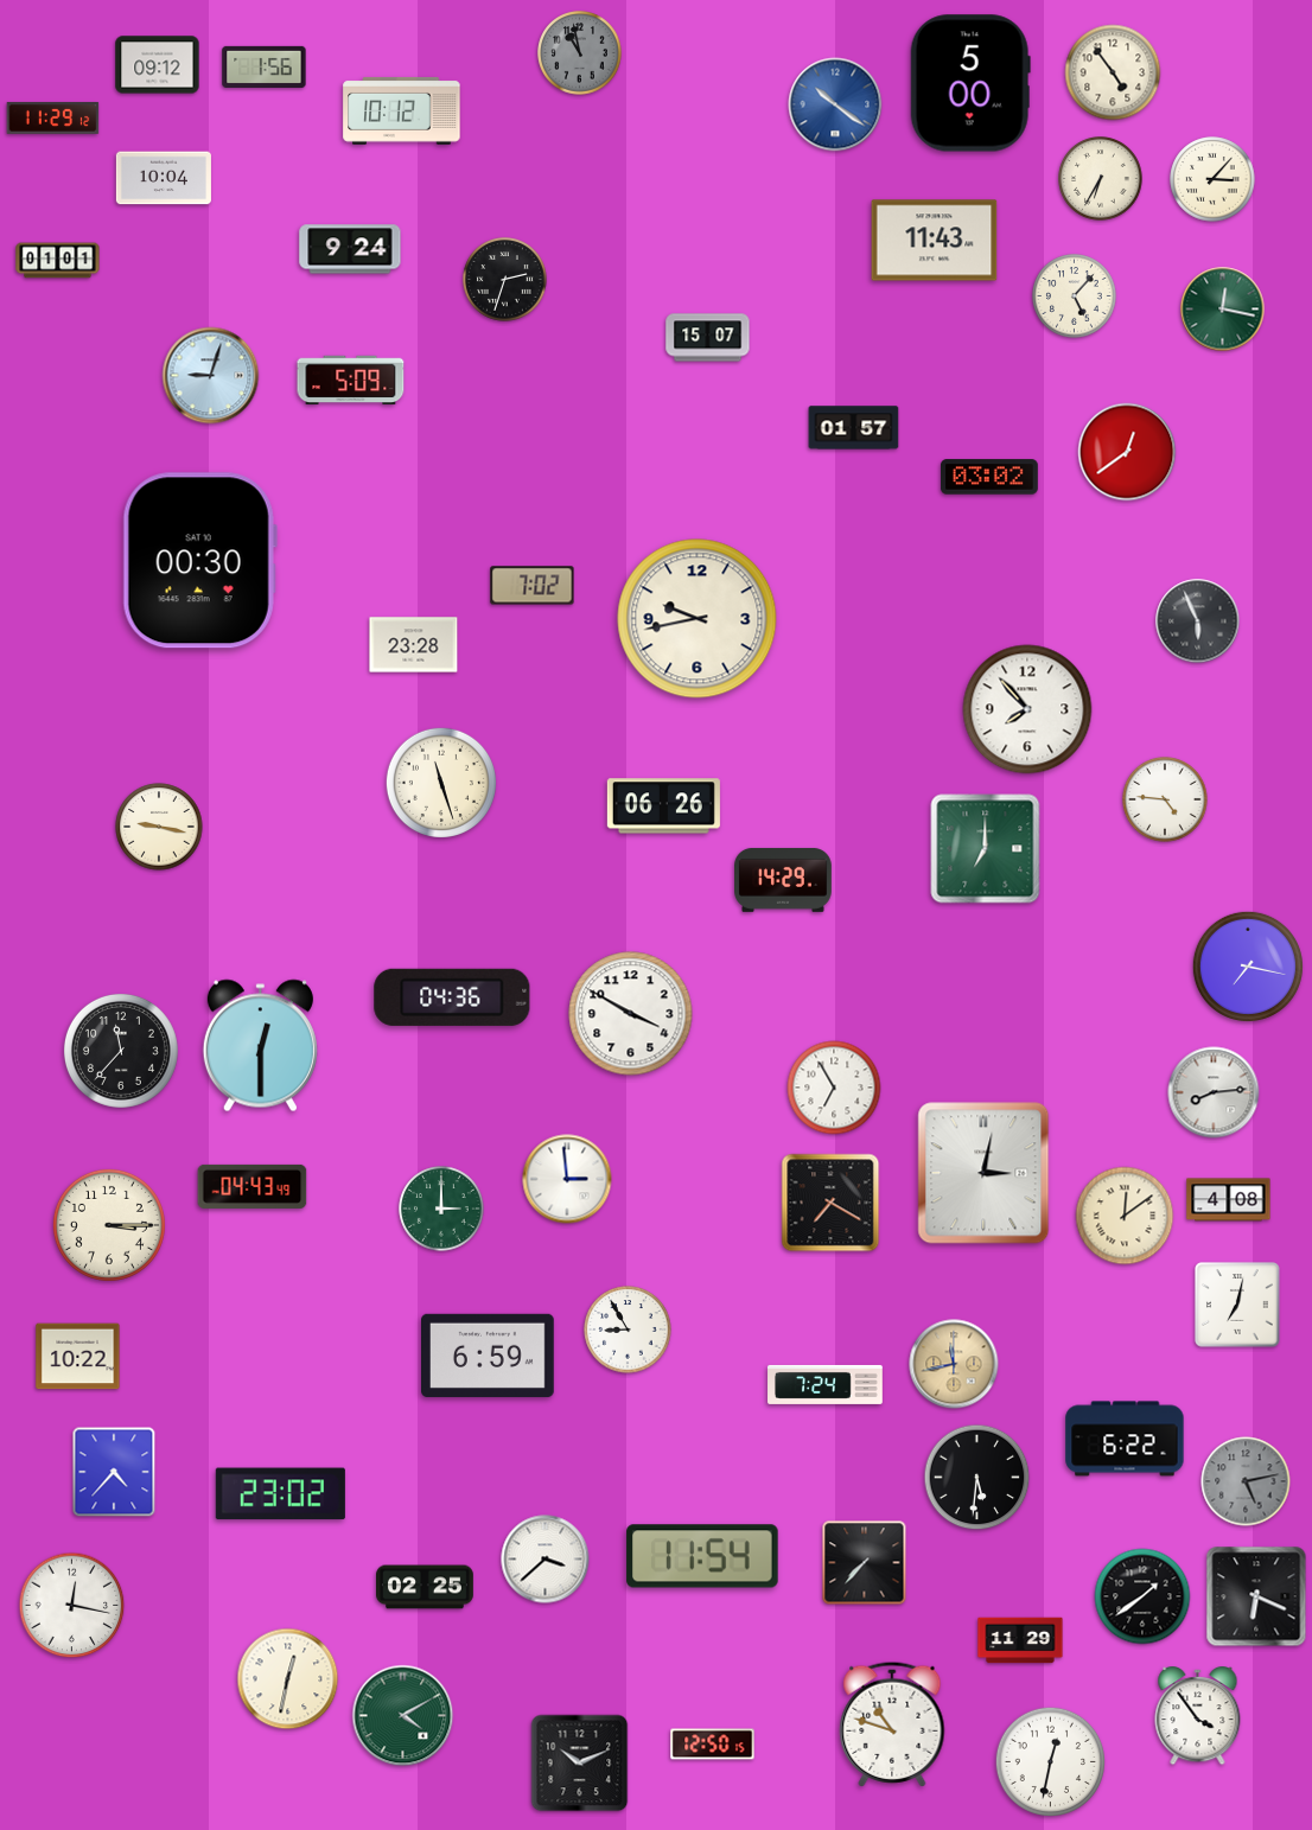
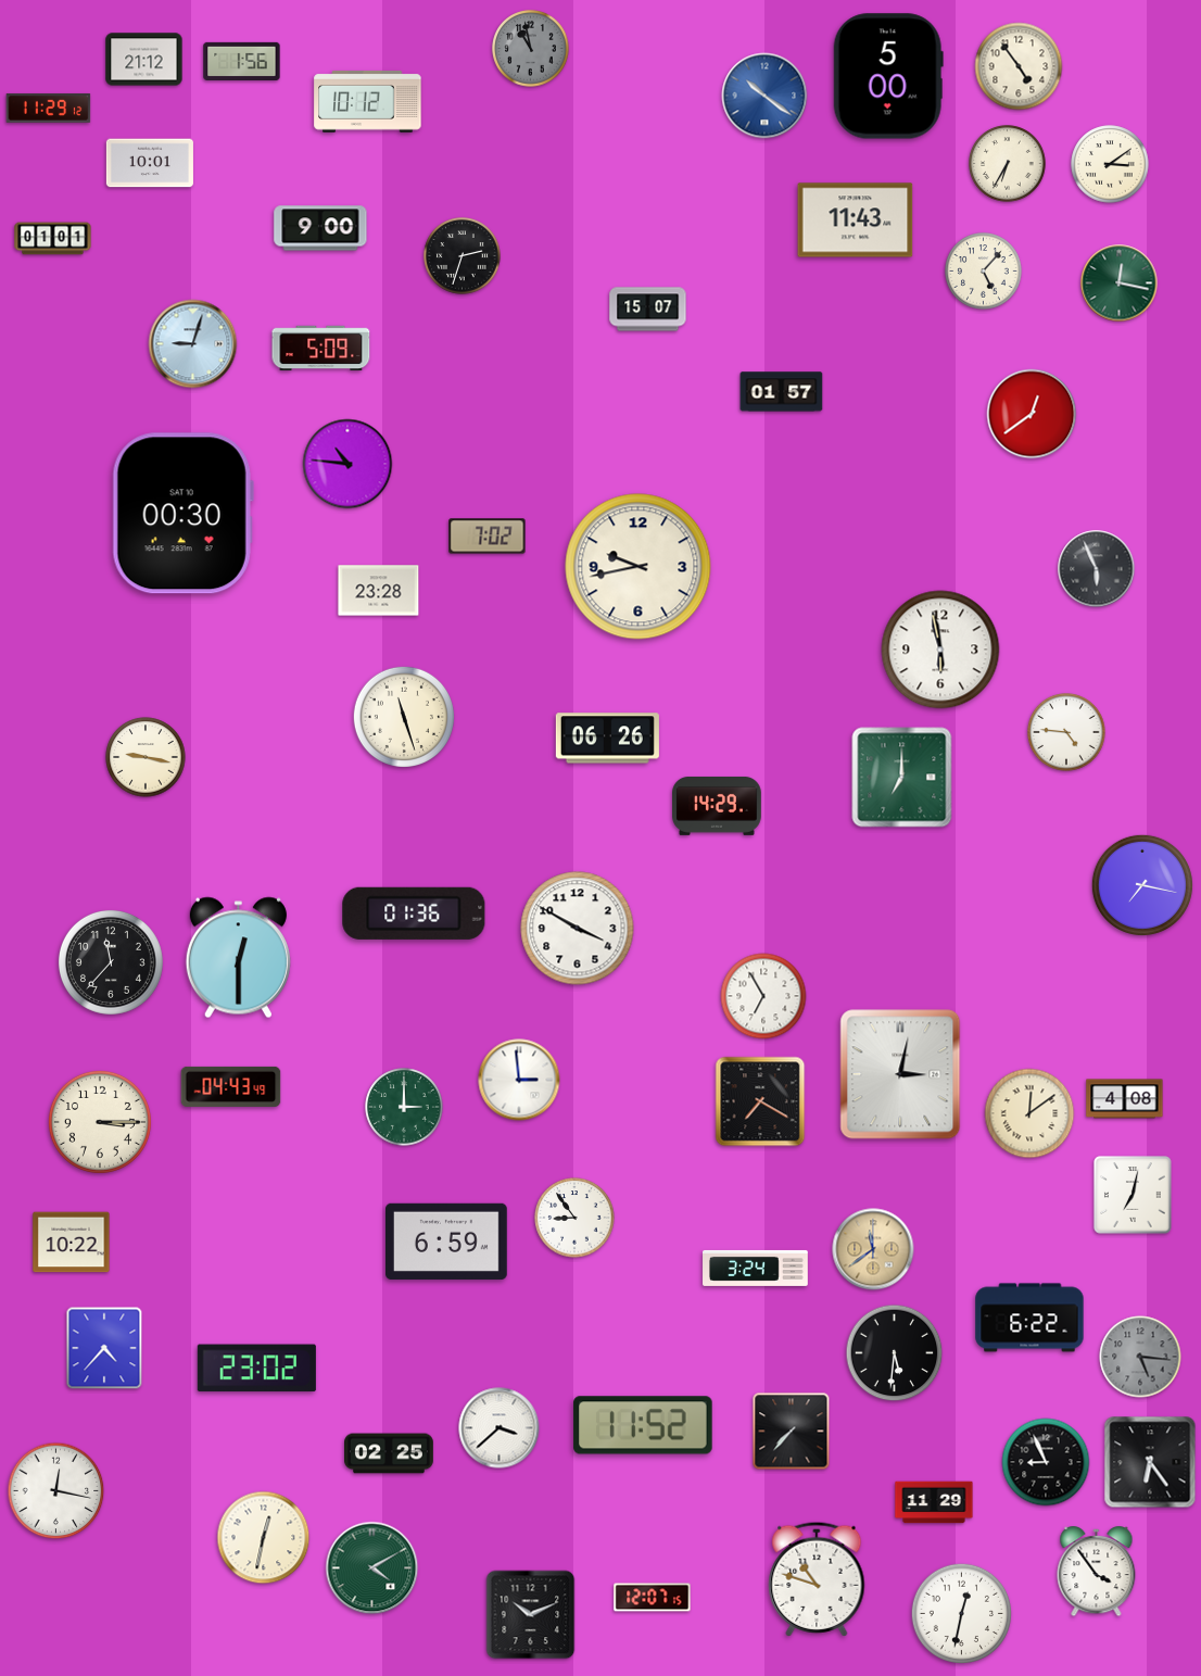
clock at (158, 65): 09:12 -> 21:12
clock at (164, 178): 10:04 -> 10:01
clock at (1212, 179): 3:07 -> 3:09
clock at (350, 249): 9:24 -> 9:00
clock at (989, 477): 03:02 -> none
clock at (347, 464): none -> 10:46
clock at (1027, 709): 7:53 -> 5:58
clock at (452, 997): 04:36 -> 01:36
clock at (1214, 1092): 8:14 -> none
clock at (628, 1330): 8:55 -> 8:54
clock at (954, 1364): 11:43 -> 11:39
clock at (826, 1384): 7:24 -> 3:24
clock at (1246, 1481): 5:13 -> 5:16
clock at (702, 1556): 11:54 -> 11:52
clock at (1142, 1596): 1:39 -> 8:56
clock at (1256, 1596): 6:19 -> 6:24
clock at (72, 1606) position: (72, 1606) -> (56, 1491)
clock at (403, 1716) position: (403, 1716) -> (372, 1568)
clock at (713, 1745): 12:50 -> 12:07
